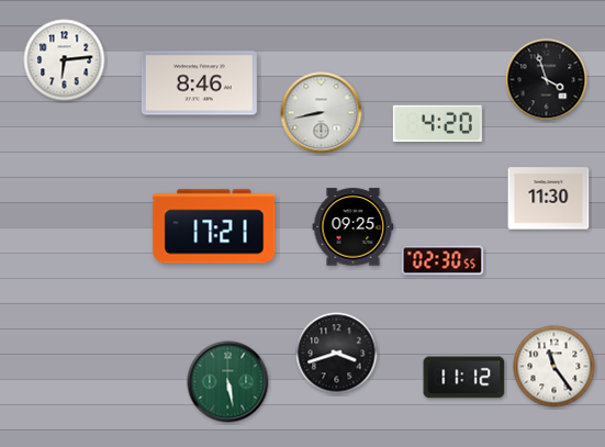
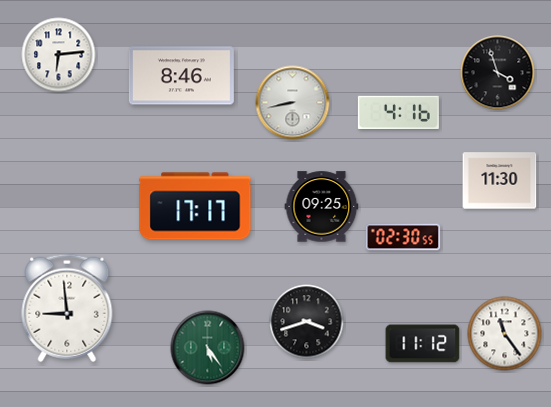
clock at (437, 123): 4:20 -> 4:16
clock at (214, 226): 17:21 -> 17:17
clock at (67, 308): none -> 8:59
clock at (228, 382): 5:28 -> 5:24
